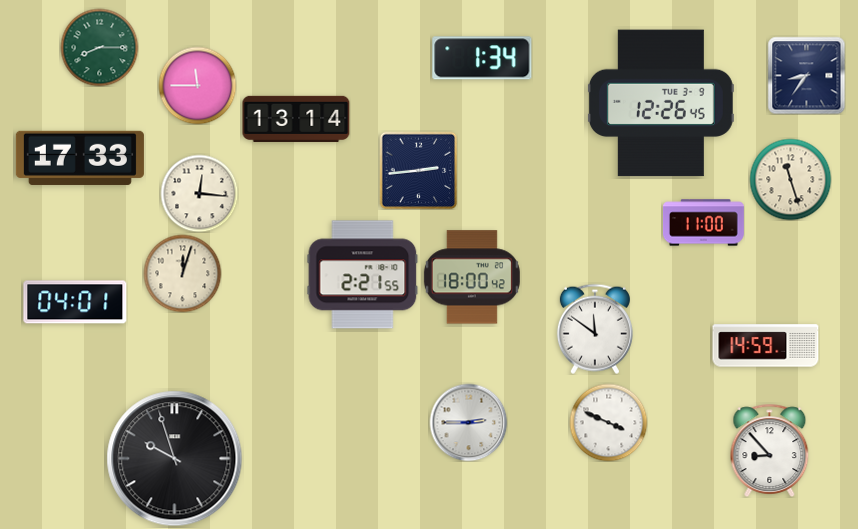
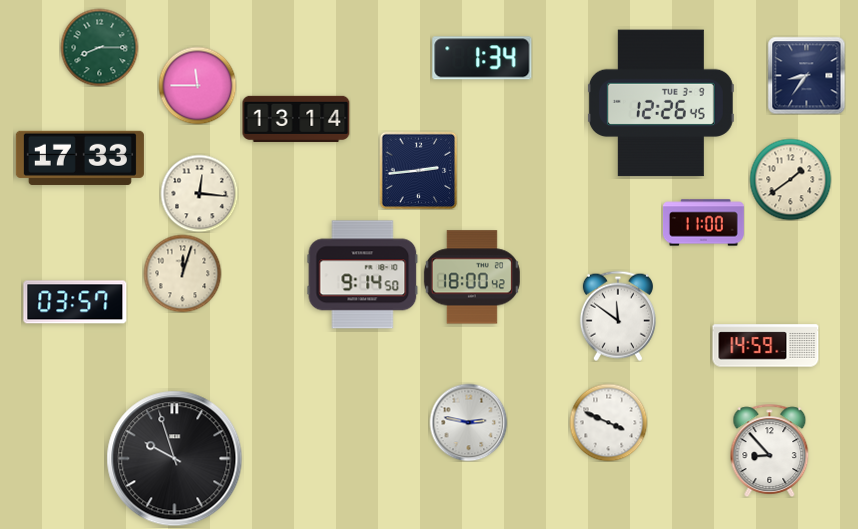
clock at (790, 179): 11:27 -> 1:39
clock at (363, 275): 2:21 -> 9:14
clock at (75, 302): 04:01 -> 03:57
clock at (595, 329) position: (595, 329) -> (618, 316)
clock at (468, 422): 2:45 -> 2:47
